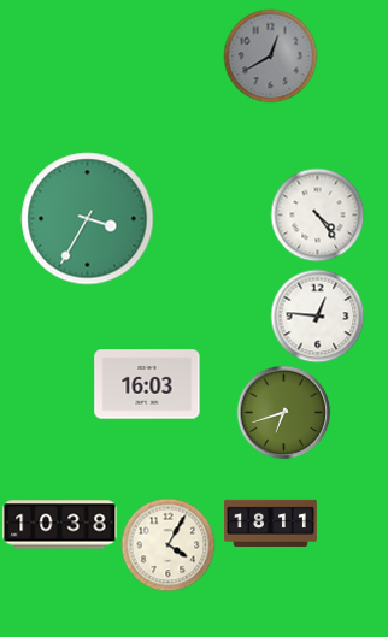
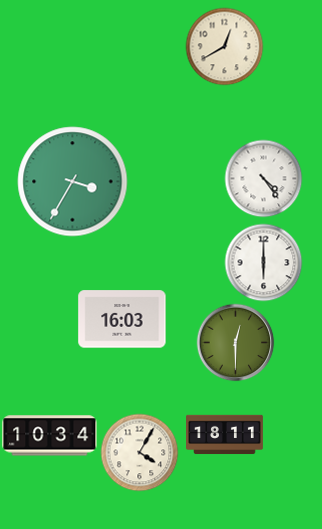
clock at (270, 55) dial: grey -> cream
clock at (317, 315): 12:46 -> 6:00
clock at (283, 412): 6:42 -> 12:30
clock at (60, 525): 10:38 -> 10:34
